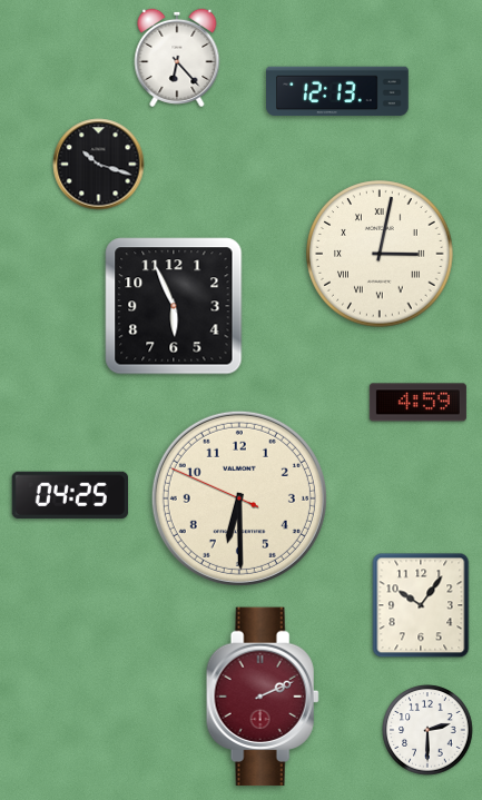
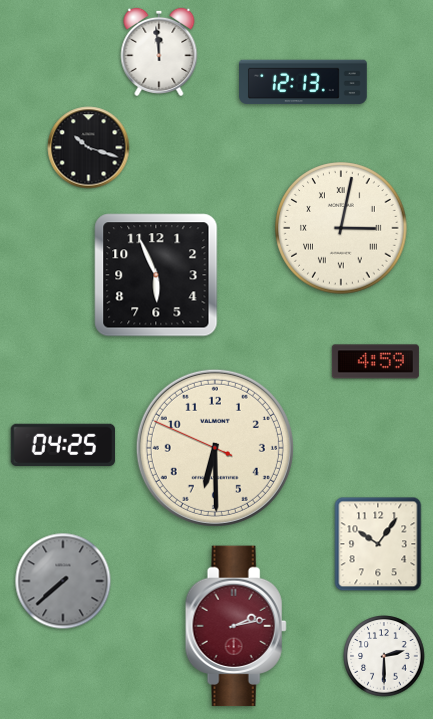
clock at (177, 58): 6:23 -> 11:59
clock at (63, 581): none -> 7:38
clock at (263, 697): 2:11 -> 2:13
